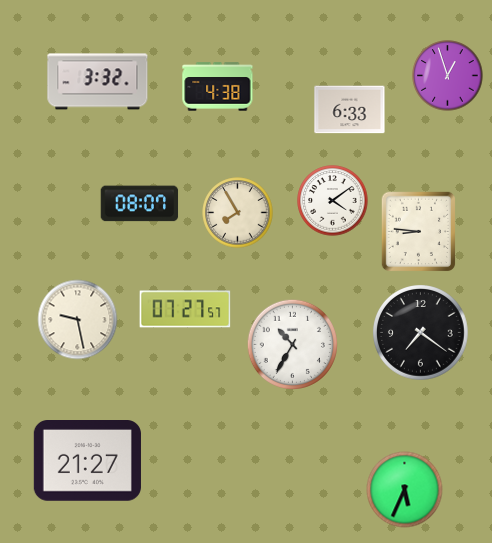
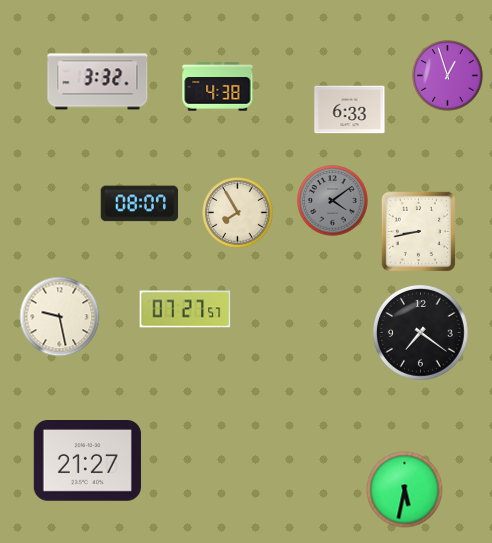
clock at (333, 201) dial: white -> grey
clock at (419, 232): 8:46 -> 8:43
clock at (78, 320) position: (78, 320) -> (60, 317)
clock at (292, 344): 10:35 -> none
clock at (405, 490): 5:34 -> 5:32
